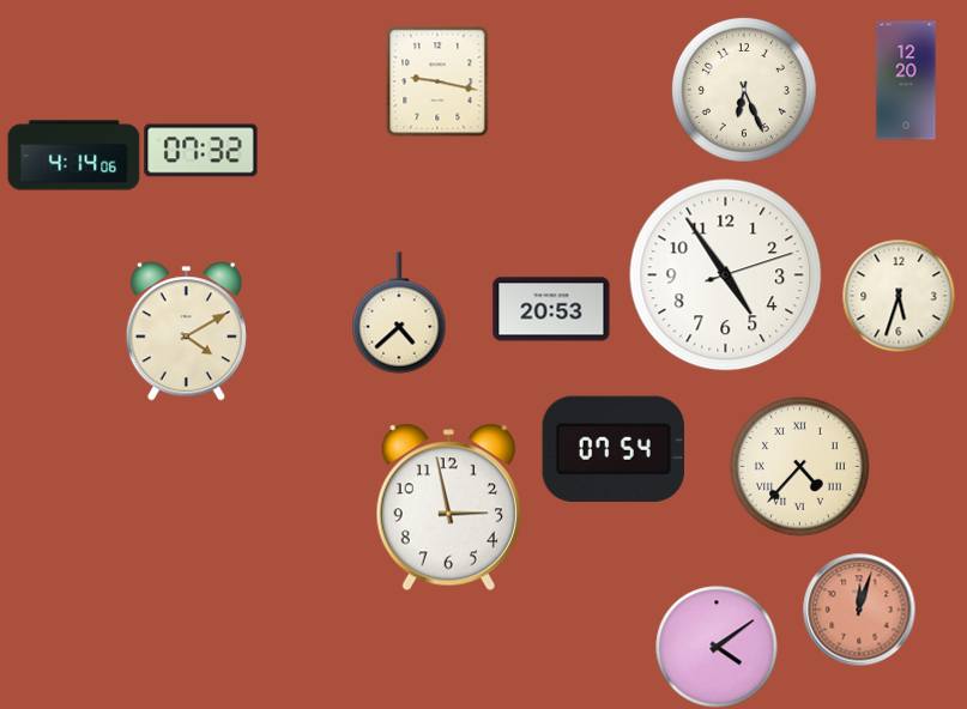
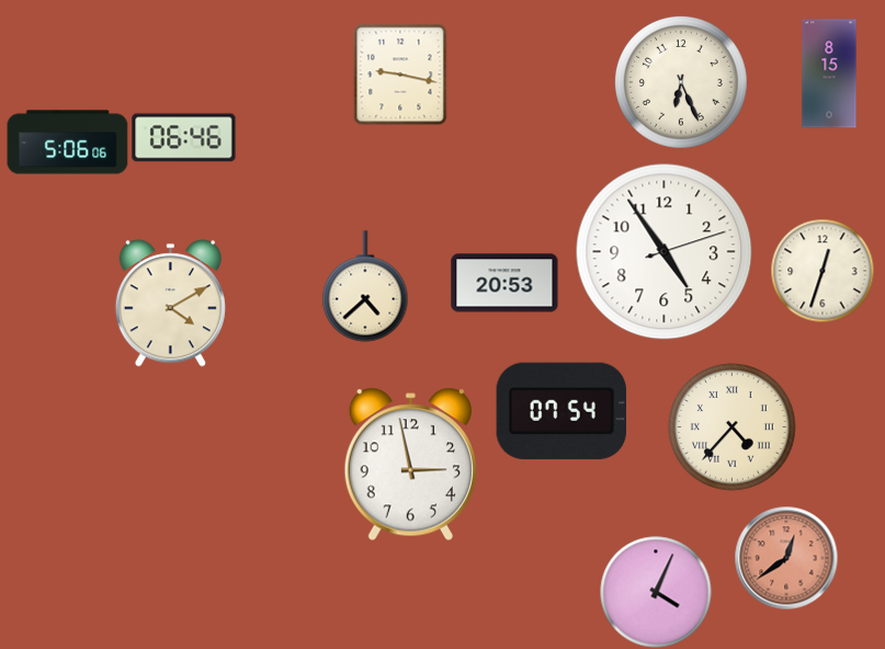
clock at (906, 80): 12:20 -> 8:15
clock at (201, 151): 07:32 -> 06:46
clock at (74, 156): 4:14 -> 5:06
clock at (899, 296): 5:33 -> 12:33
clock at (859, 610): 12:03 -> 12:39
clock at (717, 647): 4:09 -> 4:04
